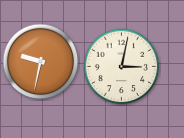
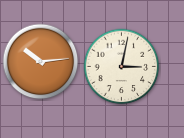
clock at (41, 62): 9:32 -> 10:14
